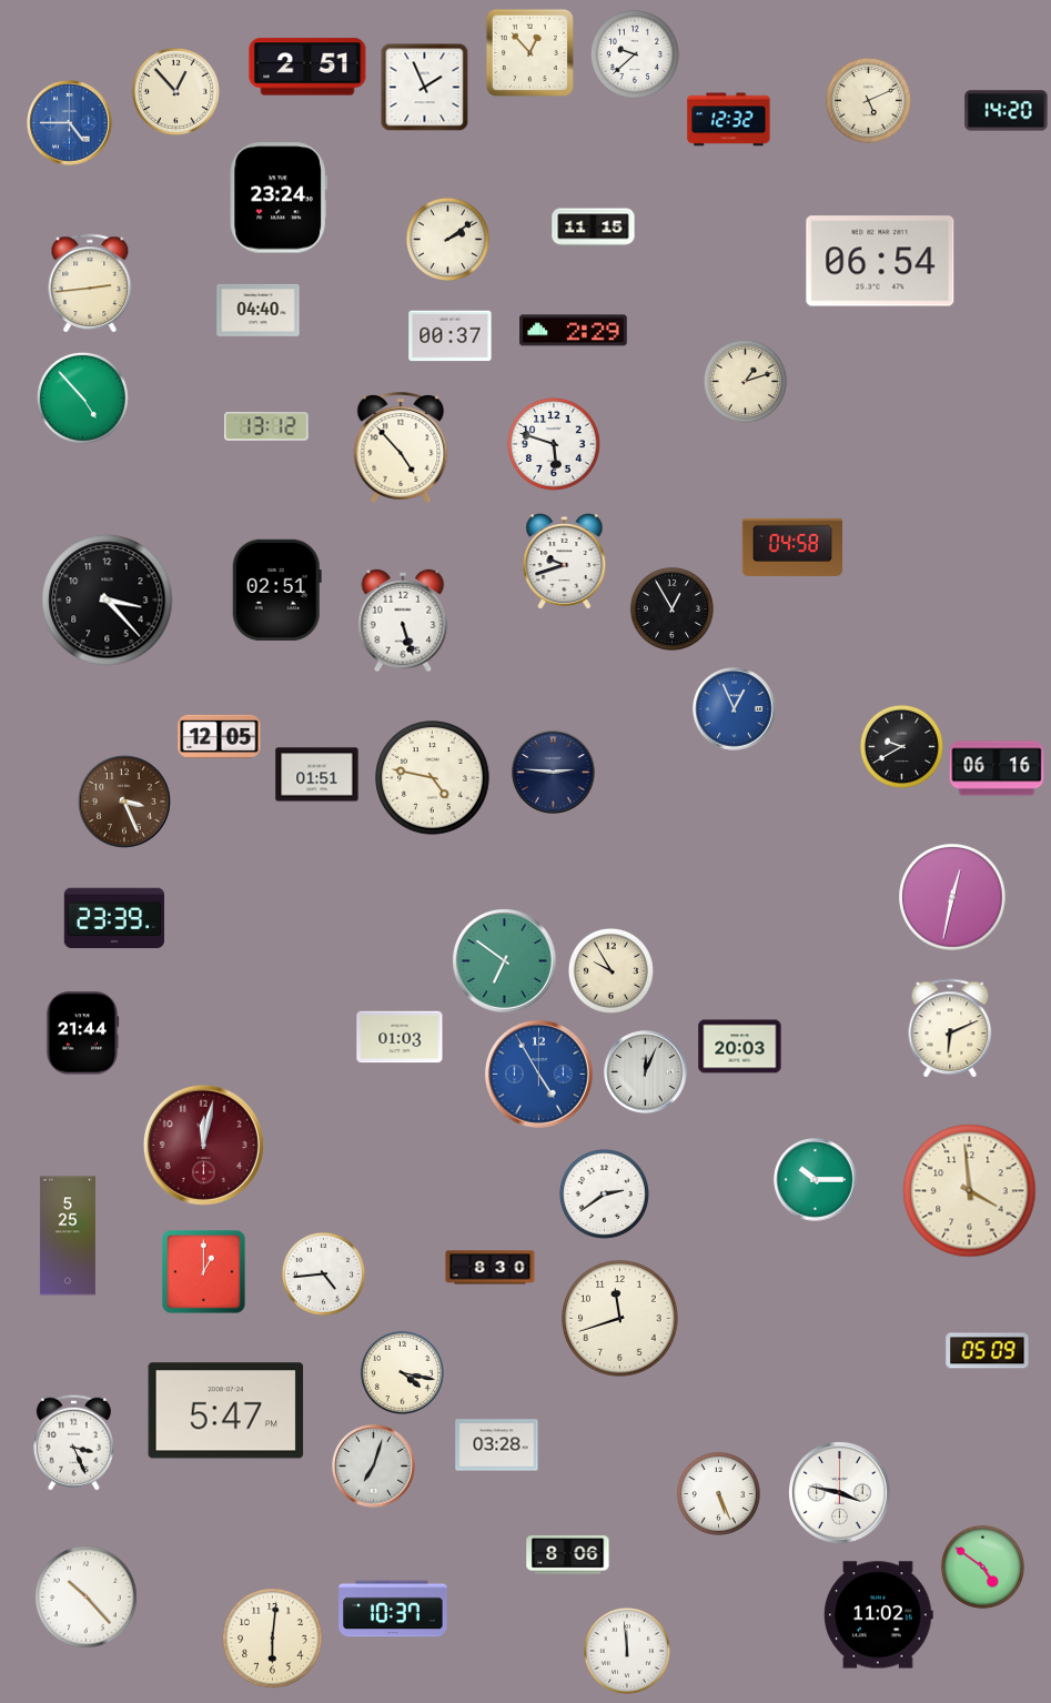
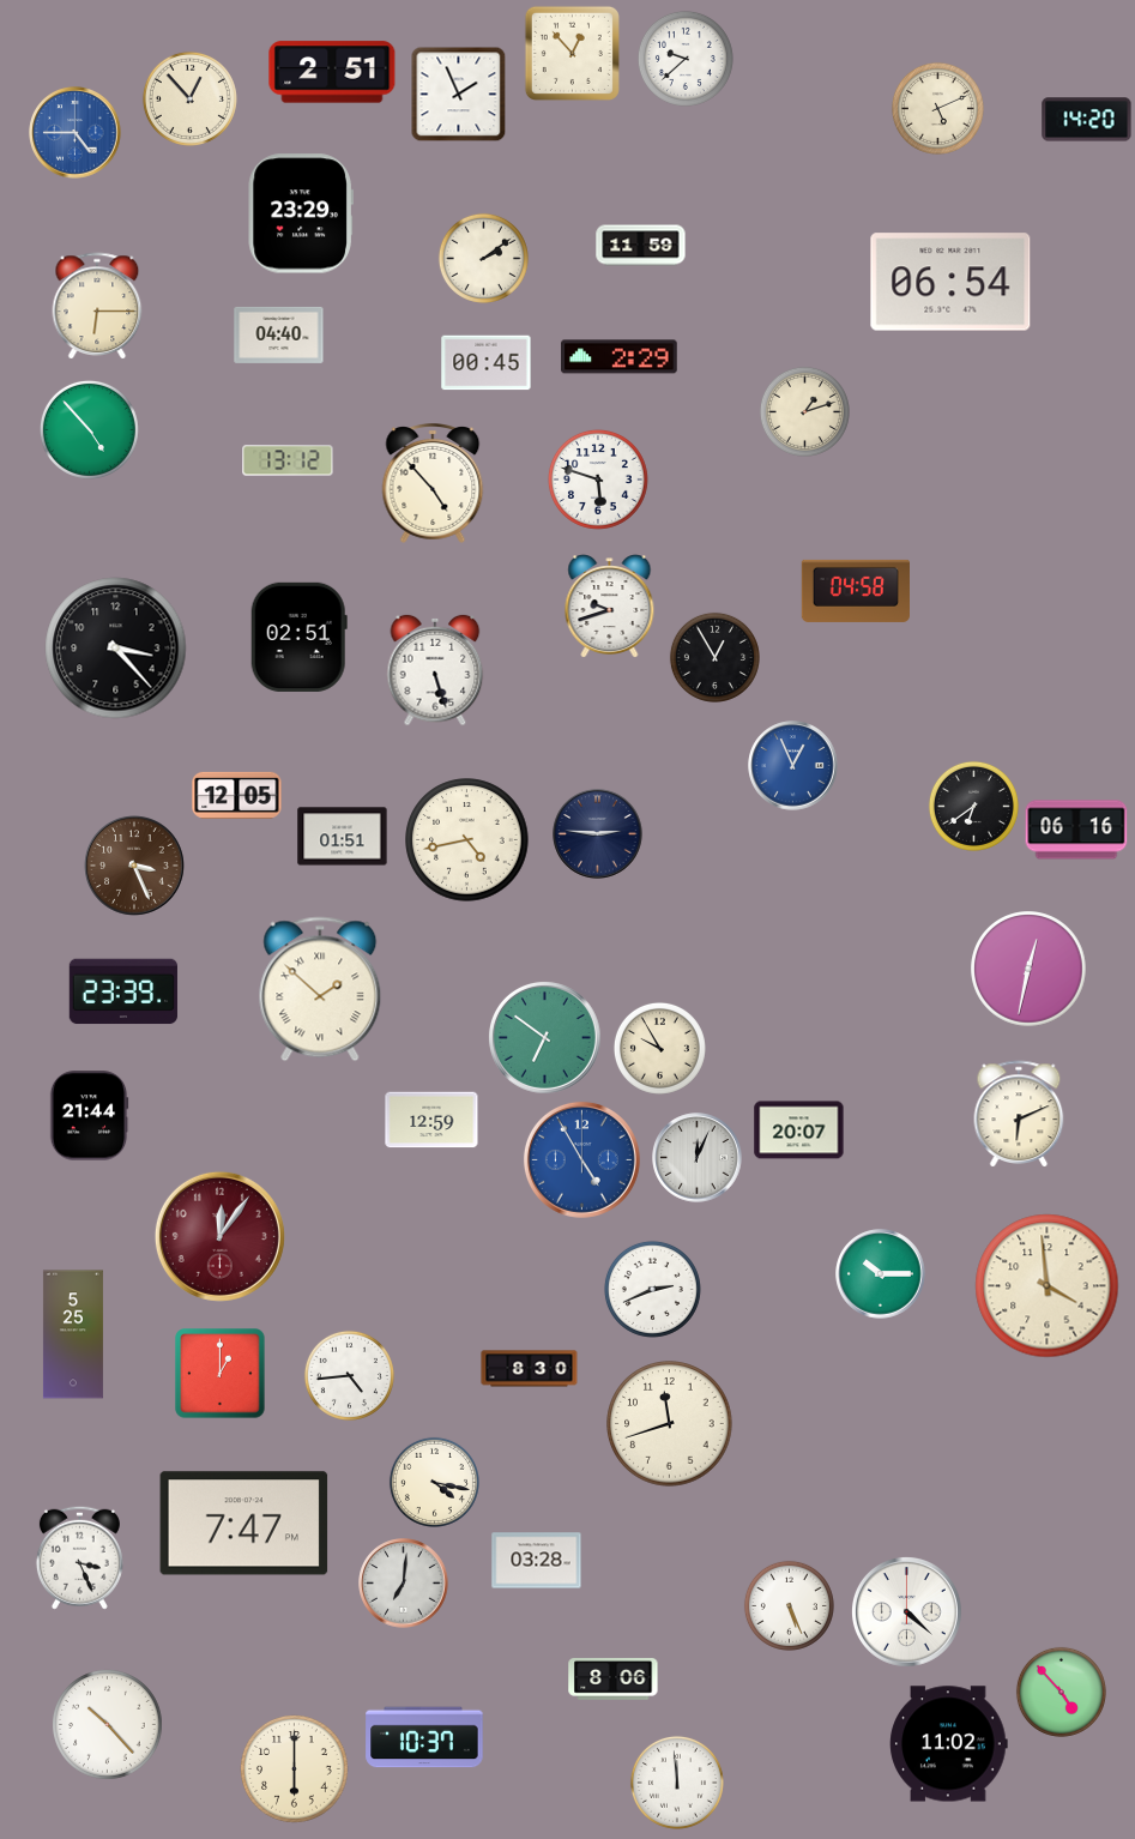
clock at (529, 52) position: (529, 52) -> (572, 53)
clock at (729, 120): 12:32 -> none
clock at (279, 198): 23:24 -> 23:29
clock at (594, 228): 11:15 -> 11:59
clock at (90, 283): 2:44 -> 6:15
clock at (451, 336): 00:37 -> 00:45
clock at (671, 608) position: (671, 608) -> (714, 657)
clock at (901, 746): 9:40 -> 6:39
clock at (433, 778): 4:47 -> 4:43
clock at (320, 989): none -> 1:52
clock at (950, 1028) position: (950, 1028) -> (1019, 1114)
clock at (400, 1037): 01:03 -> 12:59
clock at (740, 1047): 20:03 -> 20:07
clock at (203, 1145): 12:02 -> 12:06
clock at (604, 1193): 2:39 -> 2:41
clock at (988, 1351): 05:09 -> none
clock at (226, 1411): 5:47 -> 7:47
clock at (374, 1467): 7:03 -> 7:01
clock at (839, 1492): 3:47 -> 4:22
clock at (718, 1493) position: (718, 1493) -> (789, 1605)
clock at (982, 1566): 4:51 -> 4:53
clock at (87, 1598) position: (87, 1598) -> (108, 1725)
clock at (273, 1639): 6:01 -> 6:00
